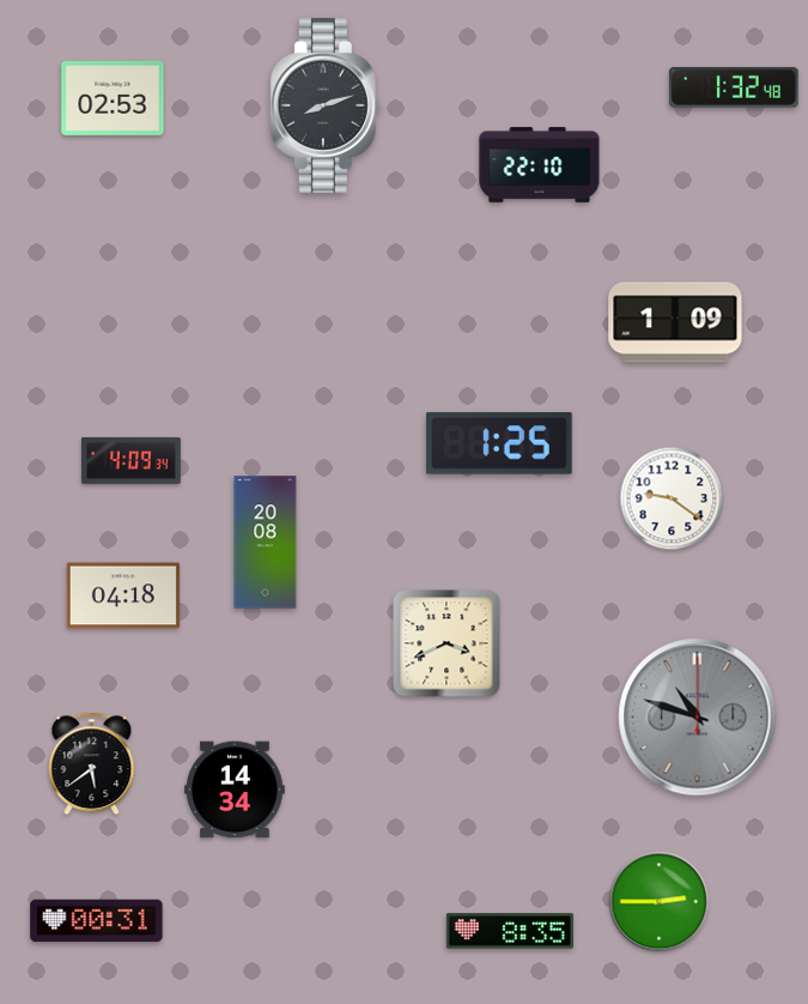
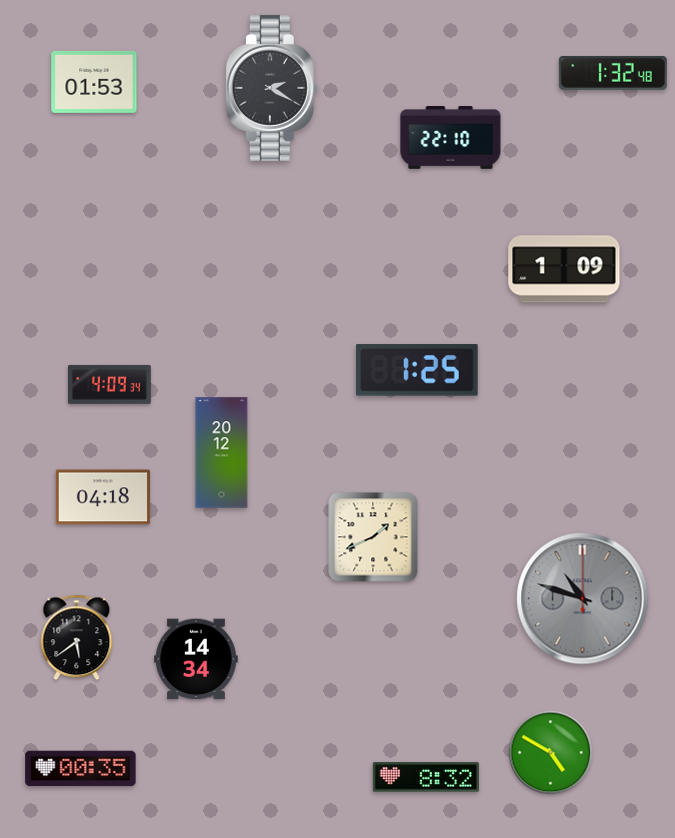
clock at (113, 98): 02:53 -> 01:53
clock at (326, 105): 8:12 -> 2:20
clock at (672, 498): 9:21 -> none
clock at (266, 543): 20:08 -> 20:12
clock at (446, 643): 3:41 -> 1:41
clock at (660, 902): 2:45 -> 4:50
clock at (97, 921): 00:31 -> 00:35
clock at (510, 931): 8:35 -> 8:32
